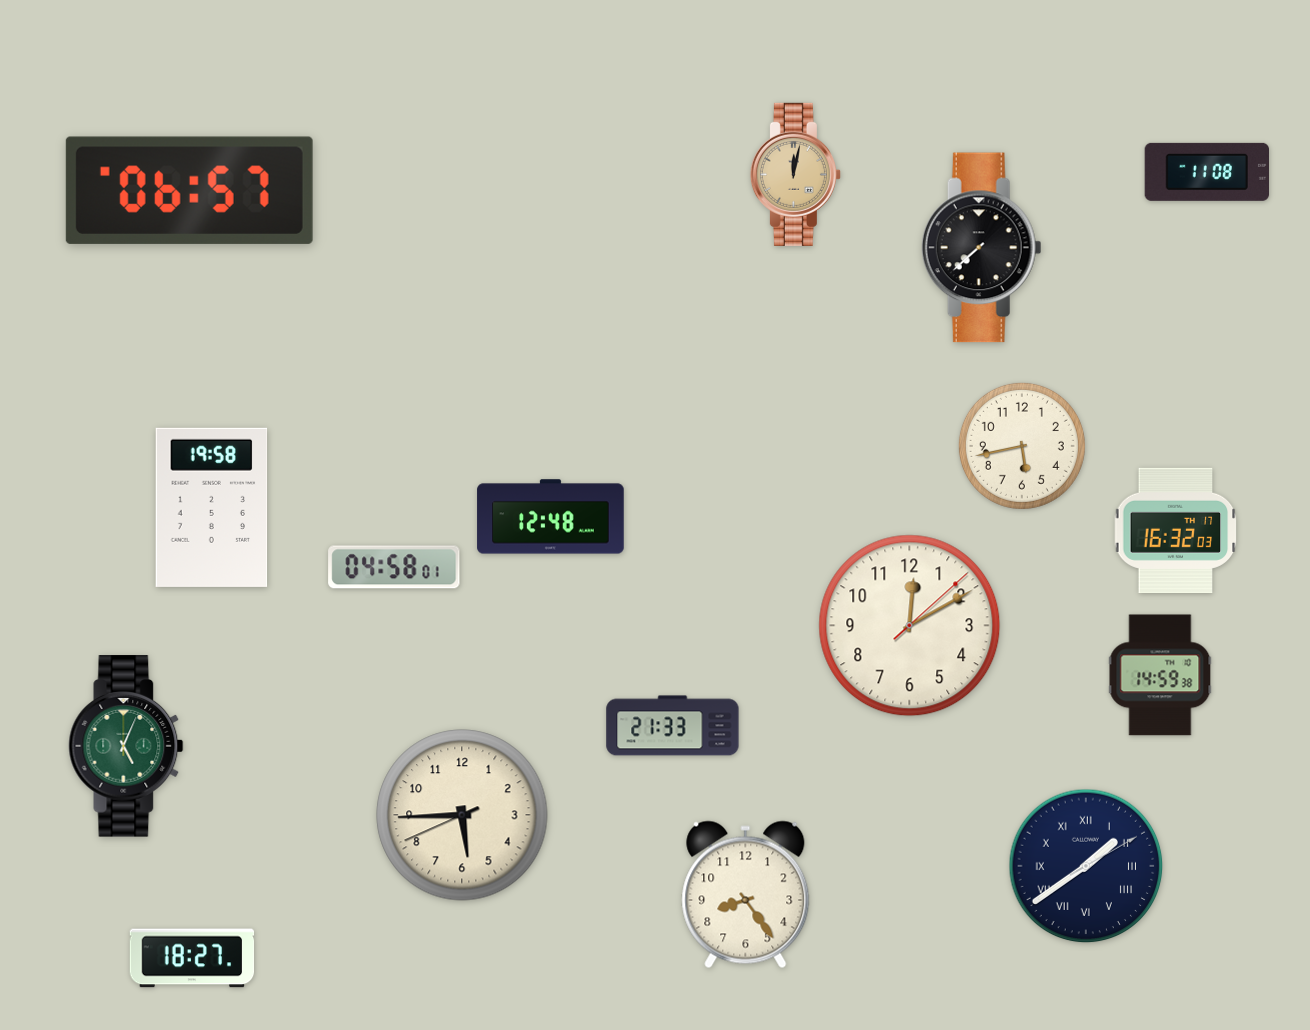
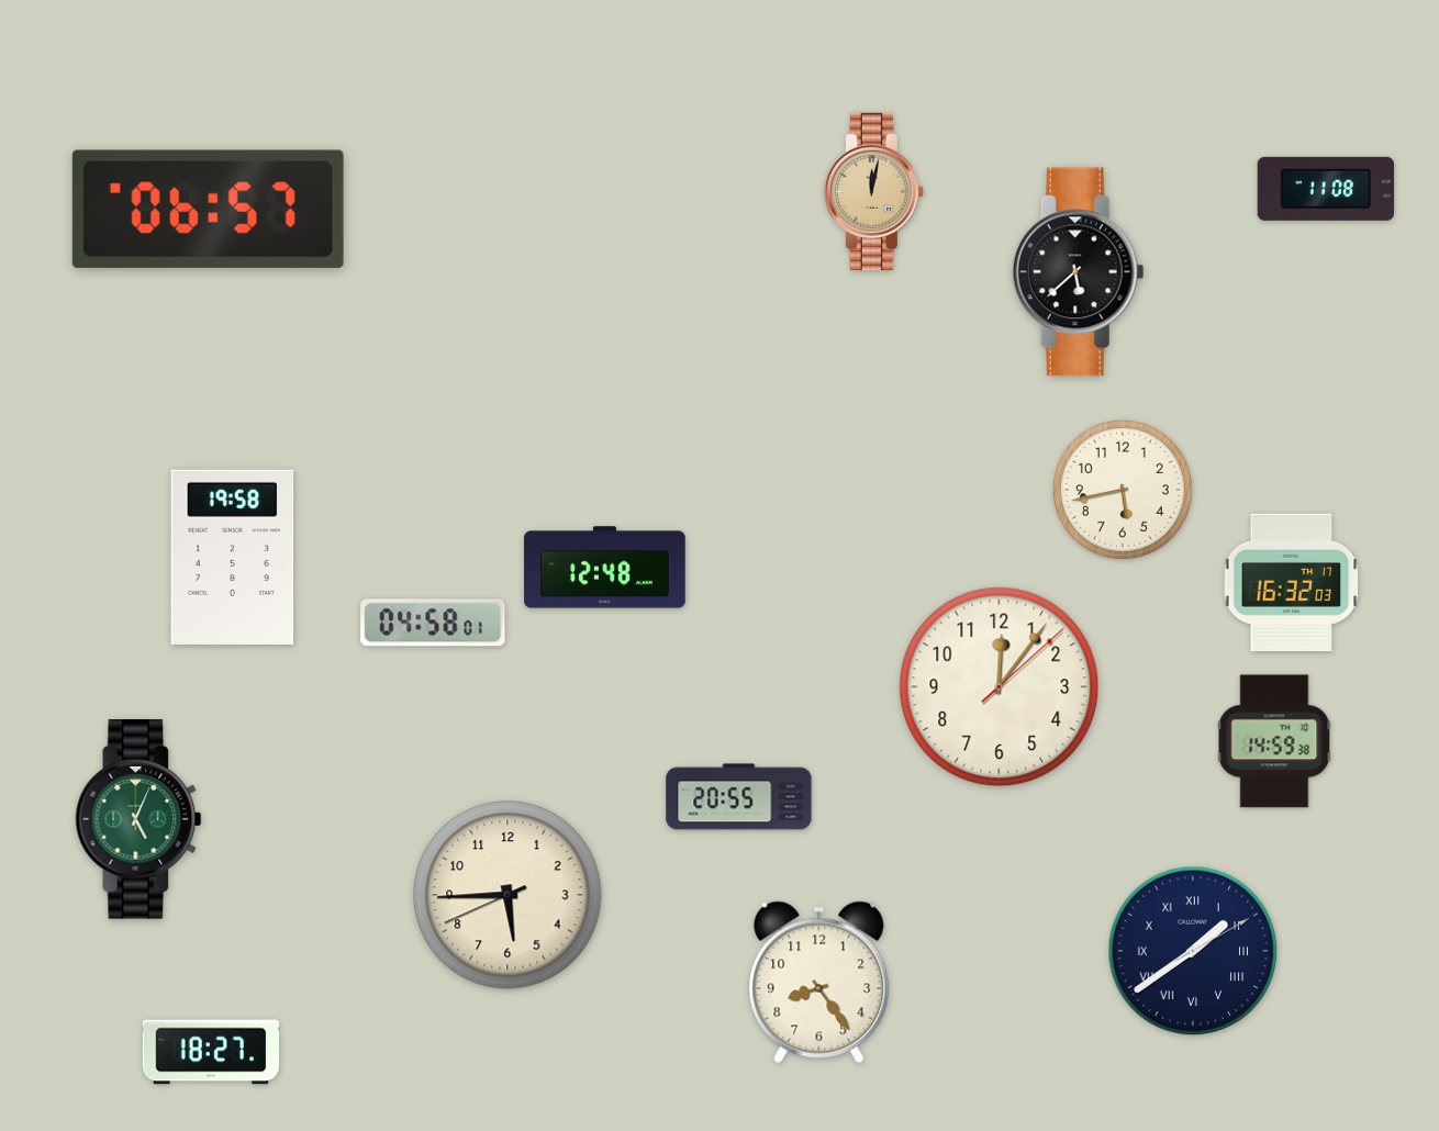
clock at (981, 248): 7:38 -> 5:38
clock at (910, 626): 12:10 -> 12:06
clock at (673, 726): 21:33 -> 20:55
